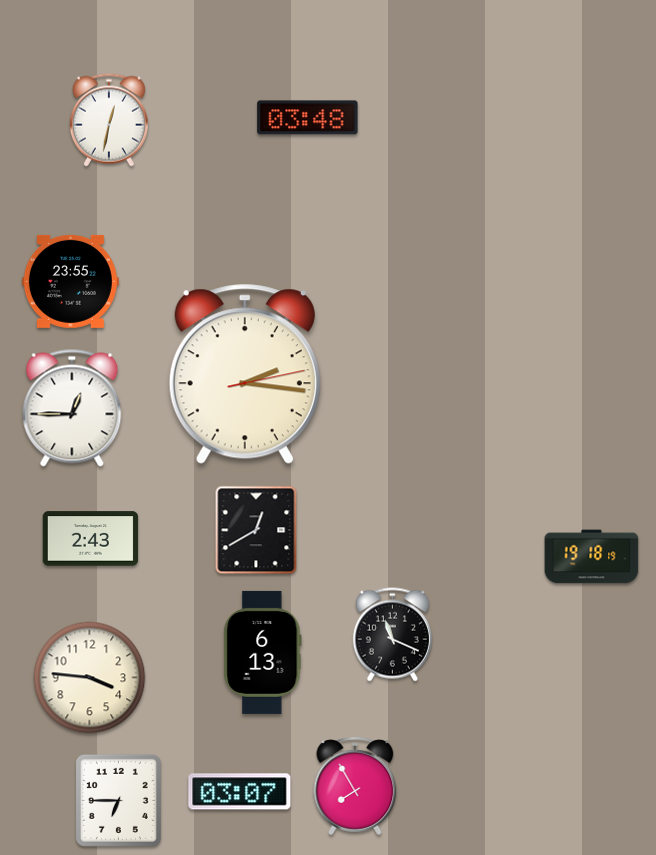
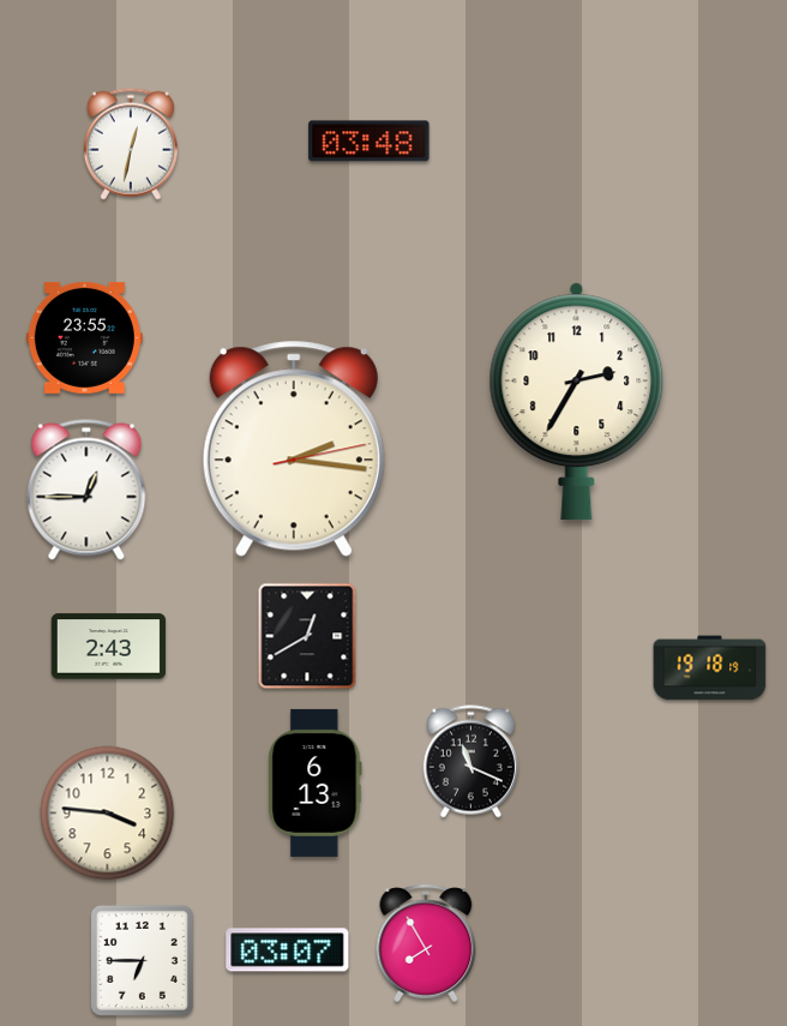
clock at (577, 402): none -> 2:35
